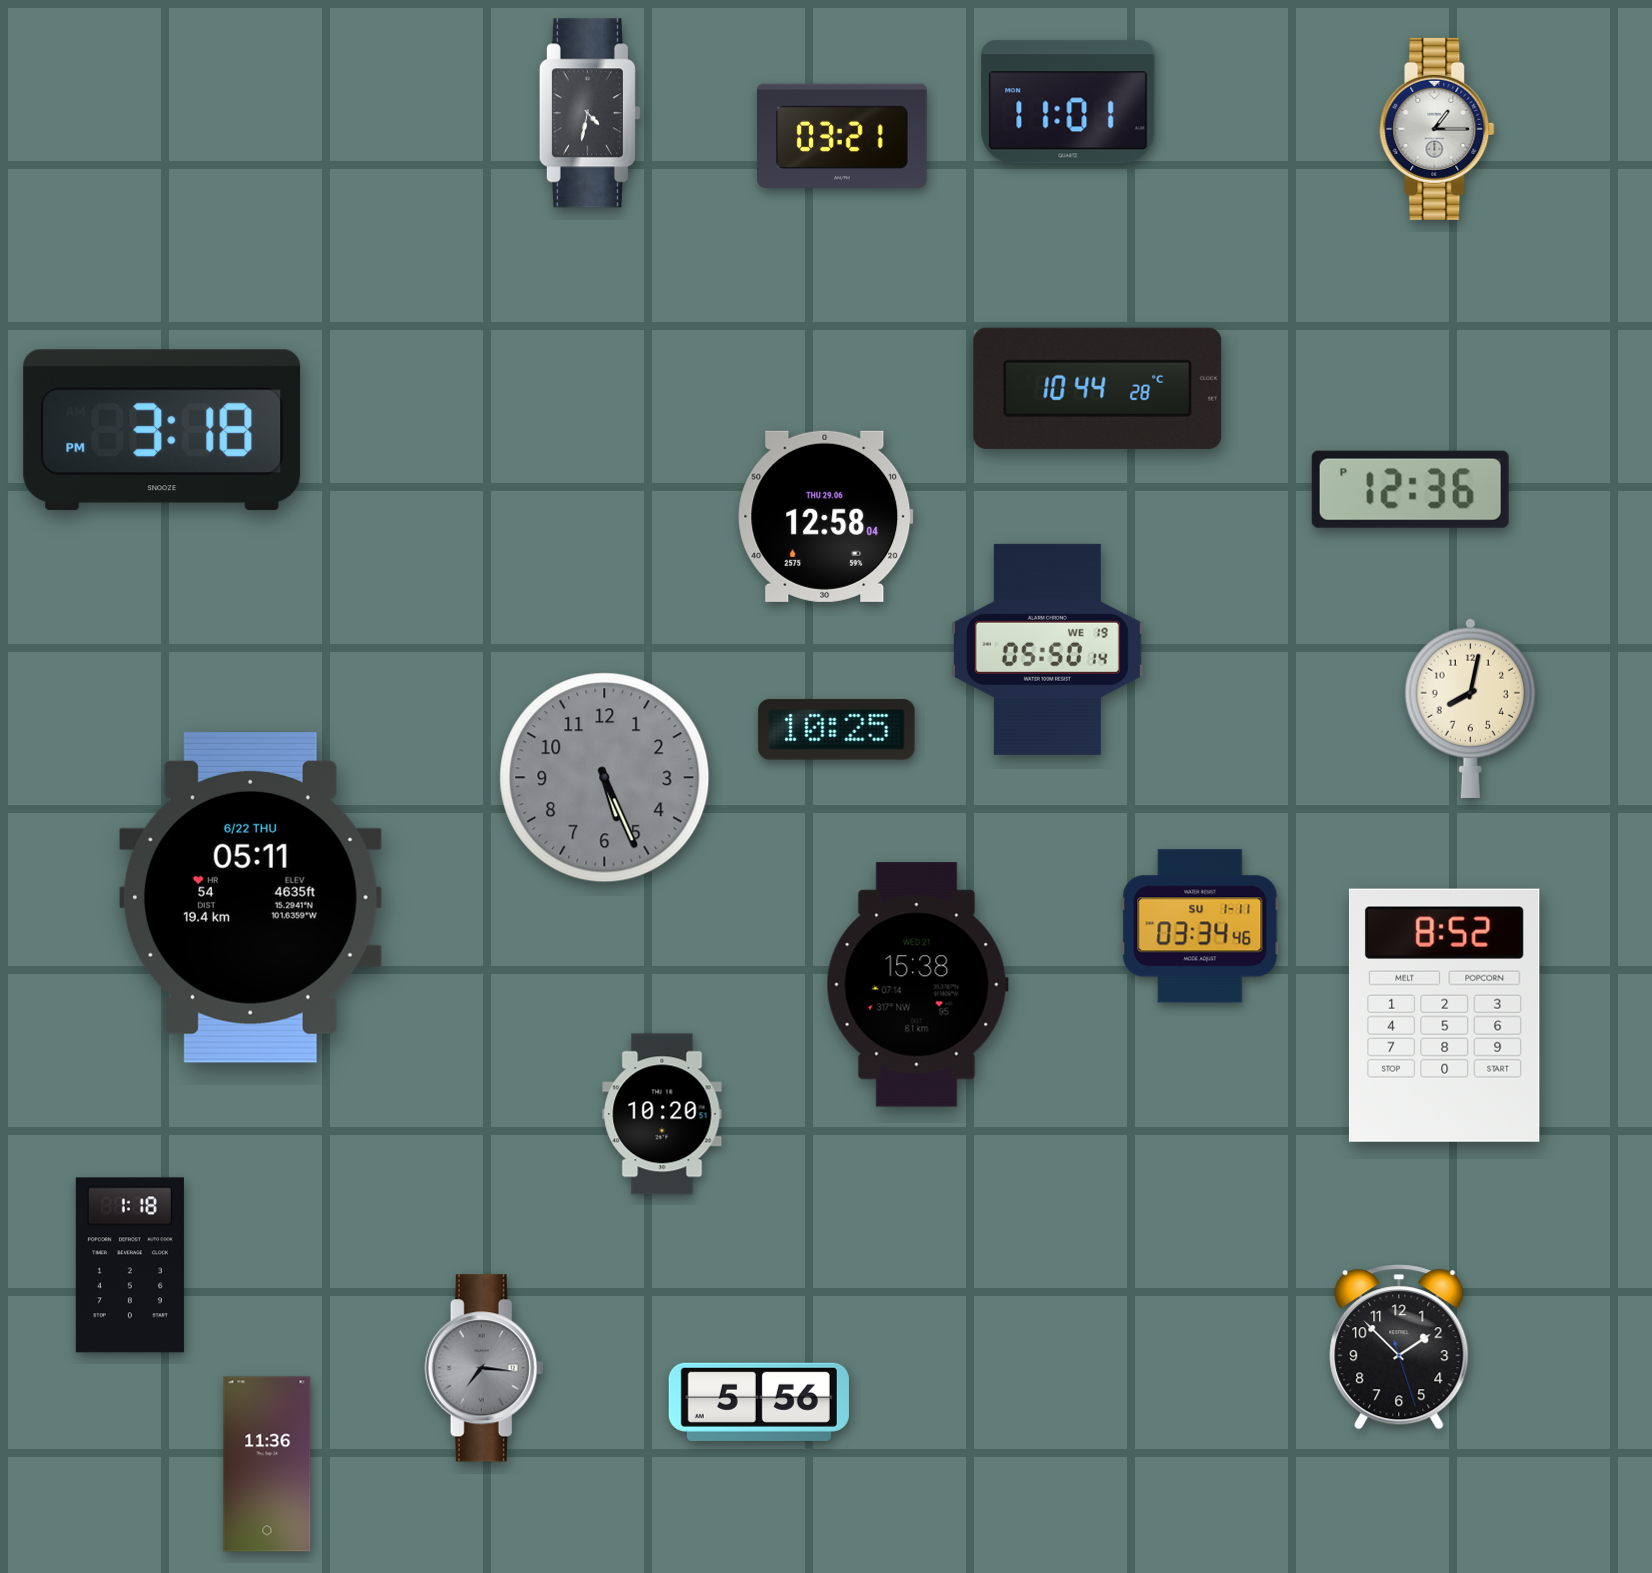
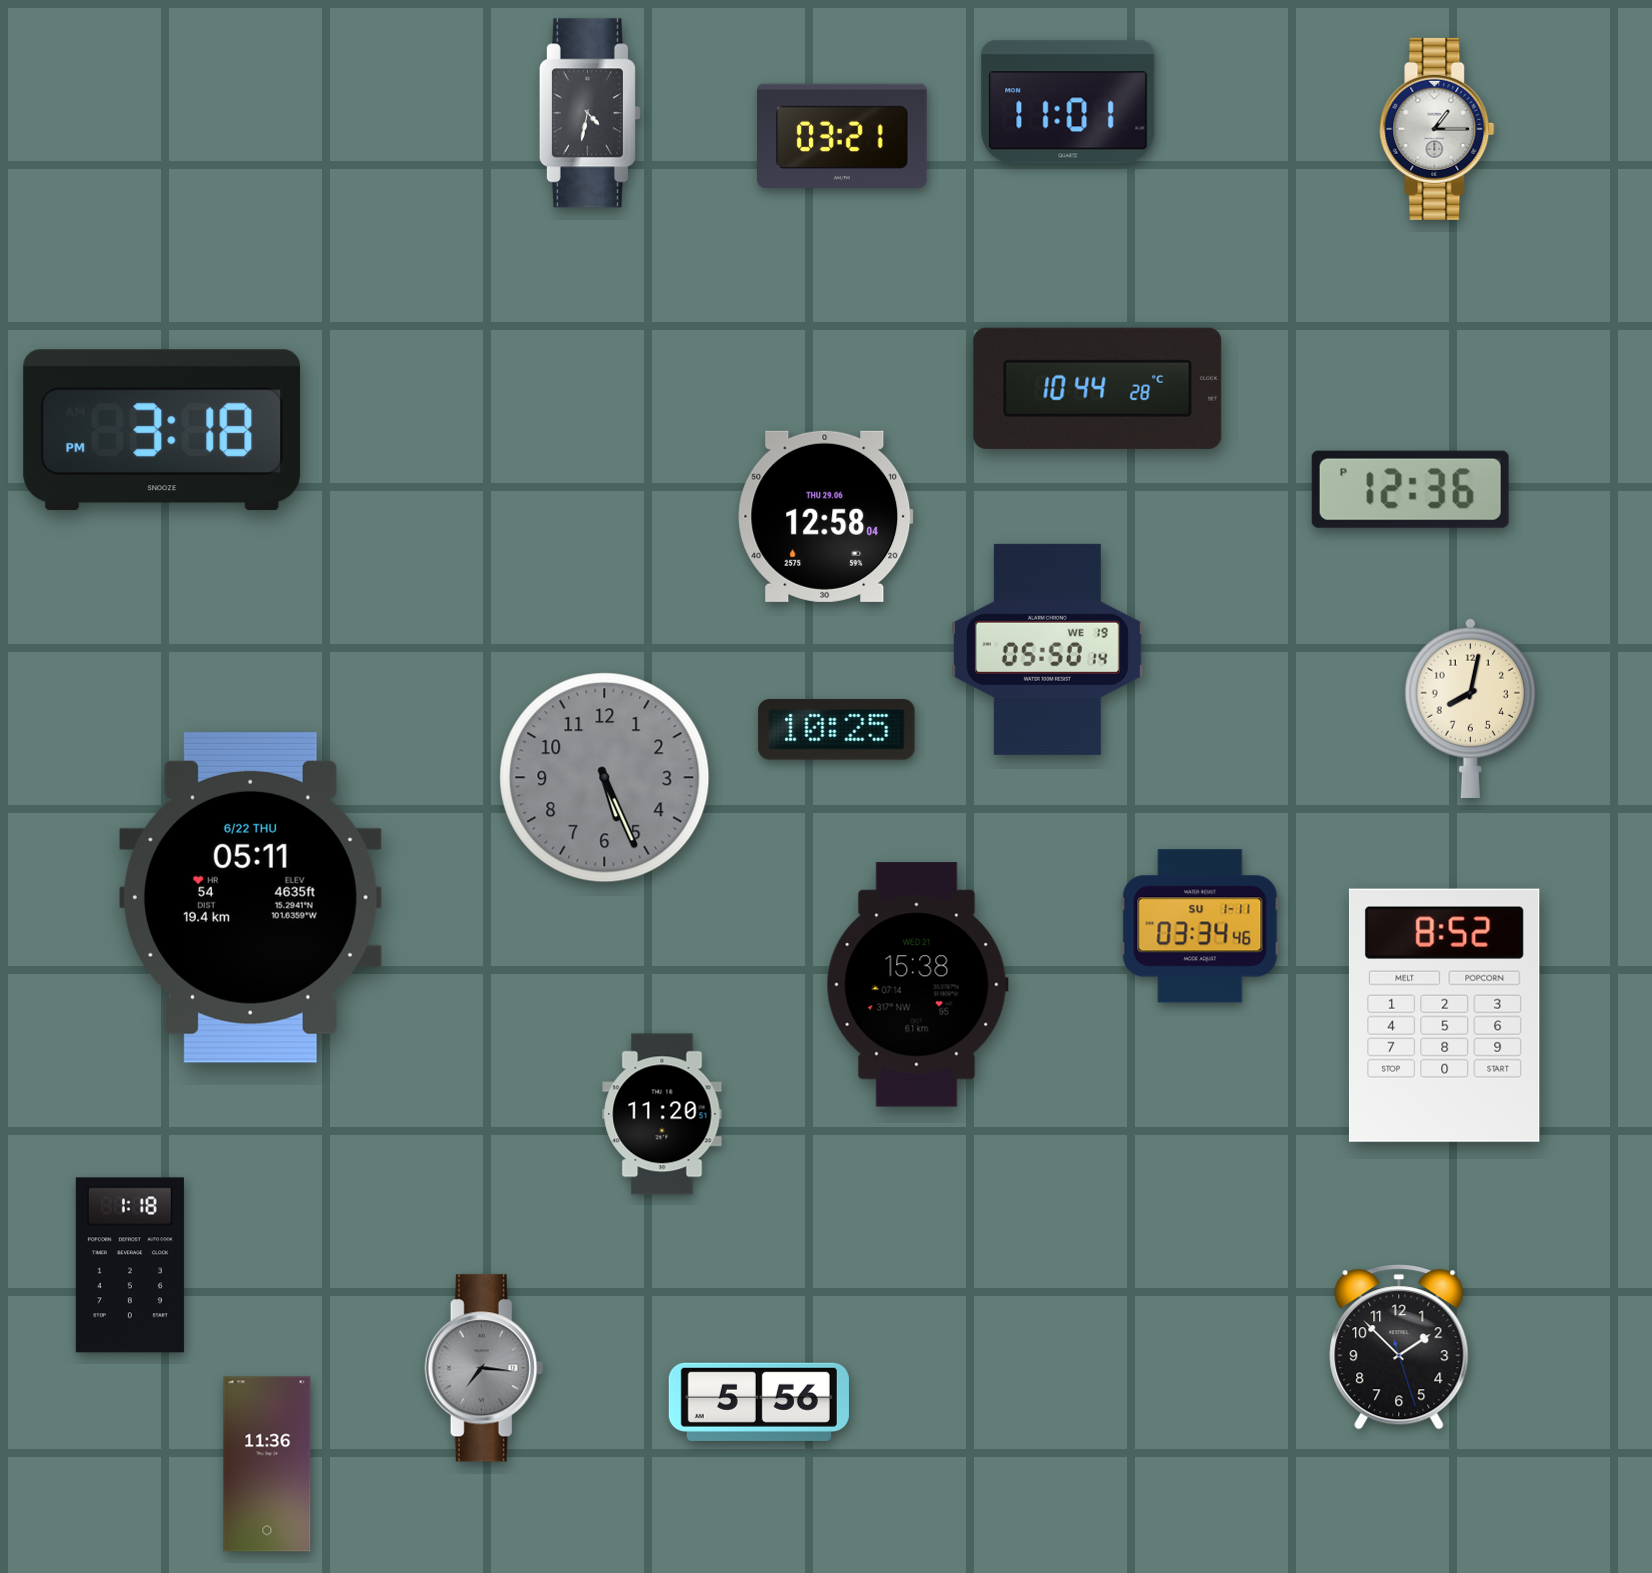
clock at (662, 1114): 10:20 -> 11:20
